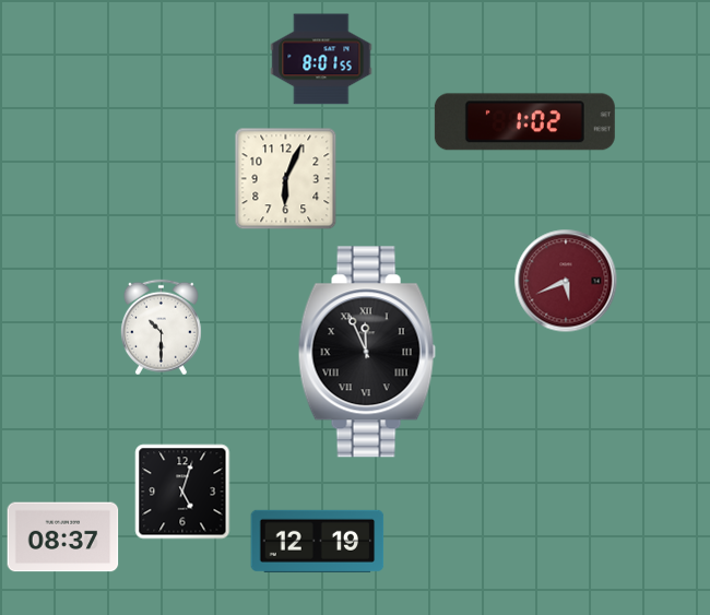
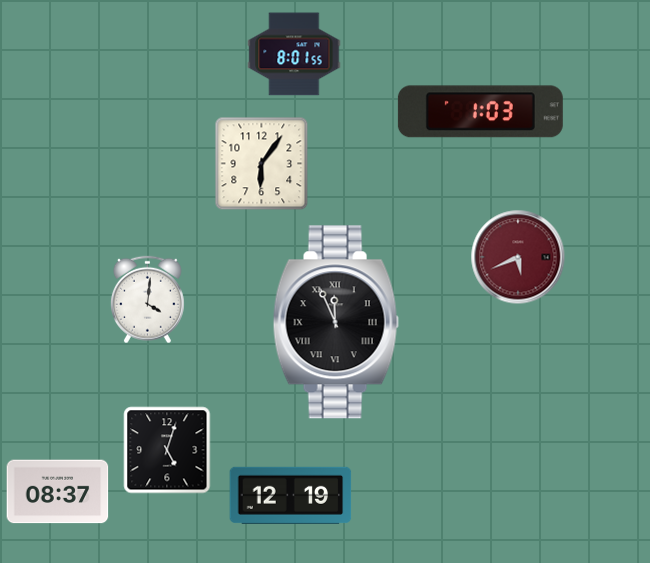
clock at (524, 122): 1:02 -> 1:03
clock at (286, 179): 6:04 -> 6:06
clock at (161, 328): 10:30 -> 4:01
